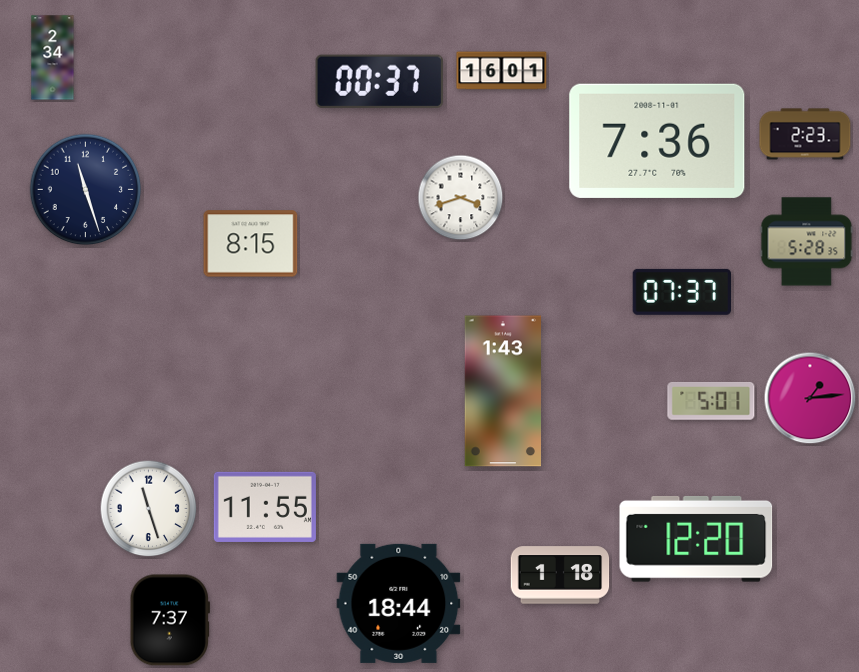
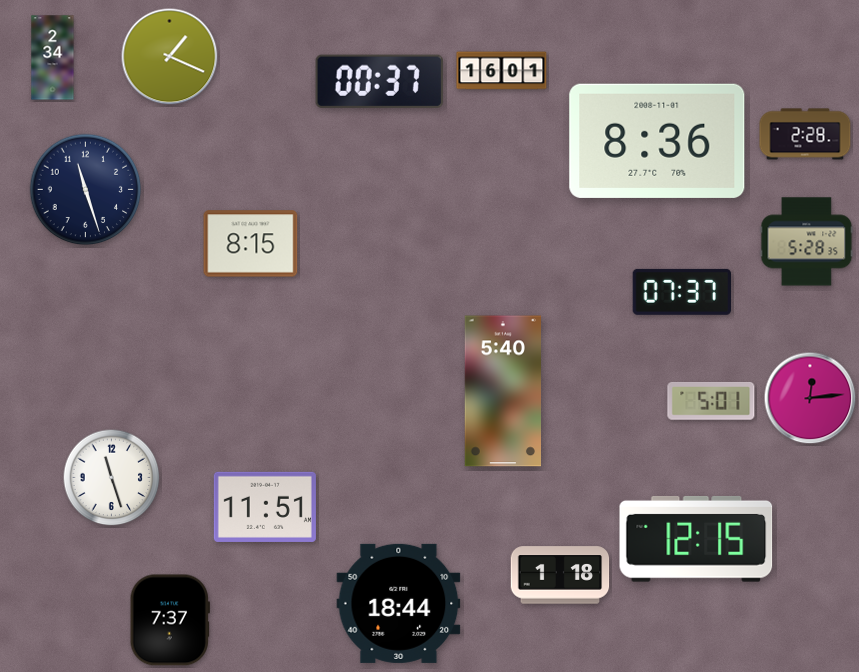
clock at (170, 57): none -> 1:19
clock at (805, 134): 2:23 -> 2:28
clock at (657, 141): 7:36 -> 8:36
clock at (461, 198): 3:42 -> none
clock at (502, 391): 1:43 -> 5:40
clock at (810, 398): 1:14 -> 12:14
clock at (265, 507): 11:55 -> 11:51
clock at (149, 509) position: (149, 509) -> (112, 478)
clock at (696, 539): 12:20 -> 12:15
